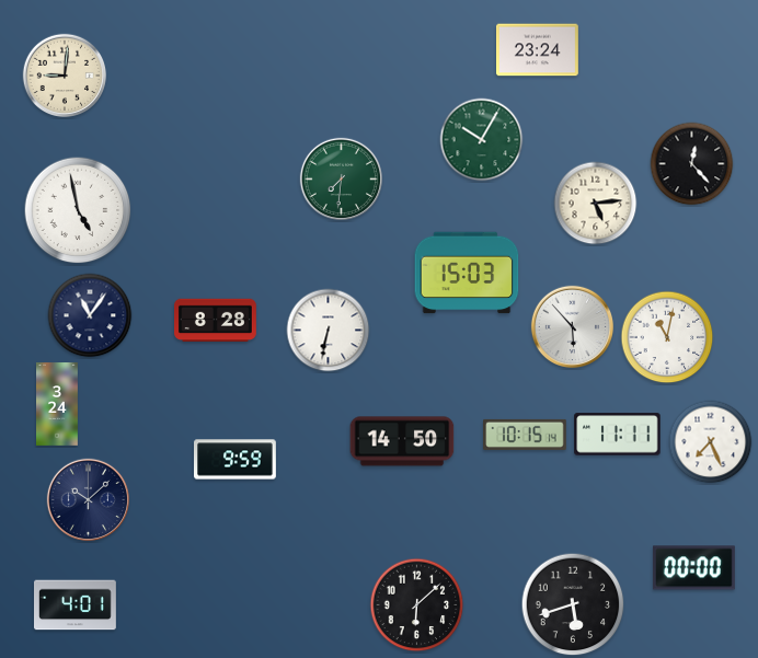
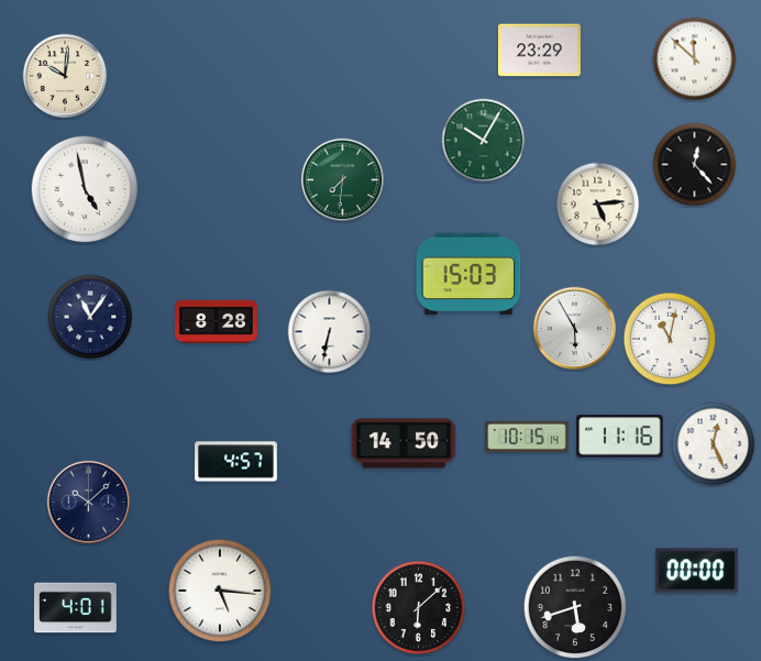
clock at (538, 50): 23:24 -> 23:29
clock at (695, 59): none -> 11:52
clock at (65, 76): 9:01 -> 10:01
clock at (78, 210) position: (78, 210) -> (85, 189)
clock at (572, 326): 5:53 -> 5:55
clock at (58, 404): 3:24 -> none
clock at (618, 435): 11:11 -> 11:16
clock at (711, 442): 7:26 -> 12:26
clock at (236, 460): 9:59 -> 4:57
clock at (220, 591): none -> 5:16
